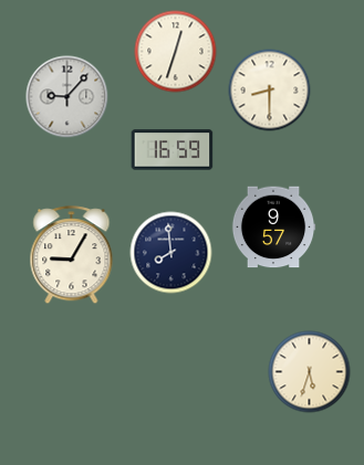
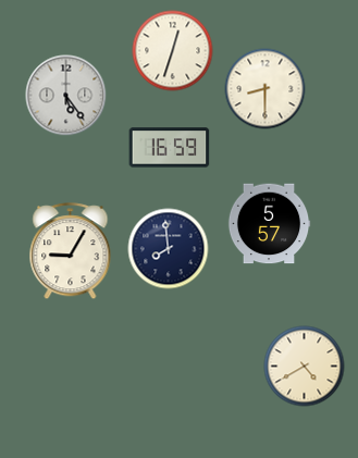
clock at (67, 97): 9:07 -> 5:24
clock at (273, 228): 9:57 -> 5:57
clock at (310, 372): 5:33 -> 4:40
